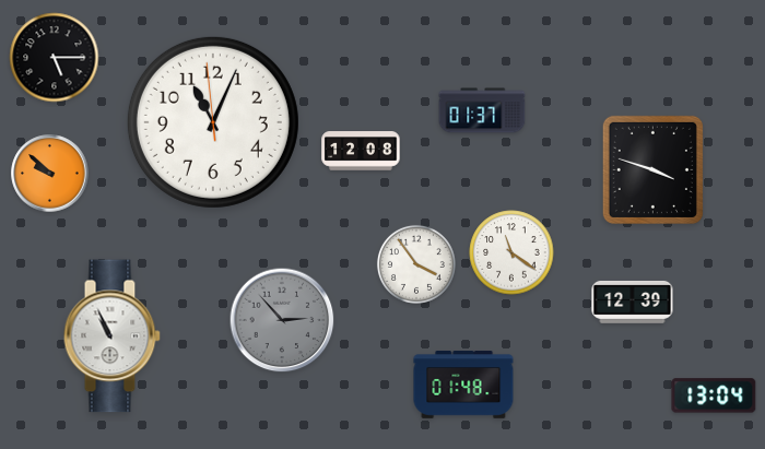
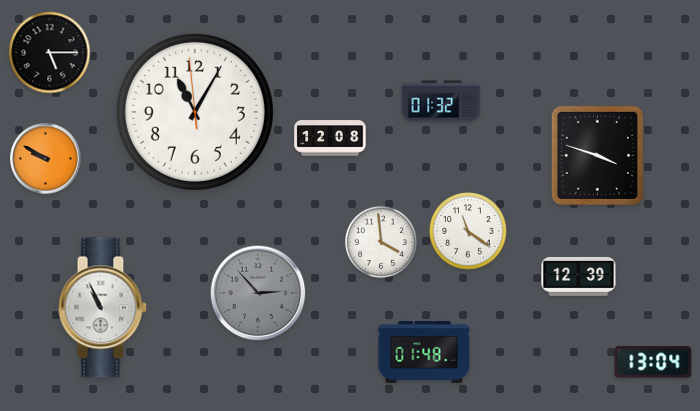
clock at (482, 110): 01:37 -> 01:32
clock at (213, 122): 11:03 -> 11:04
clock at (50, 174): 9:52 -> 9:50
clock at (416, 264): 3:54 -> 3:59
